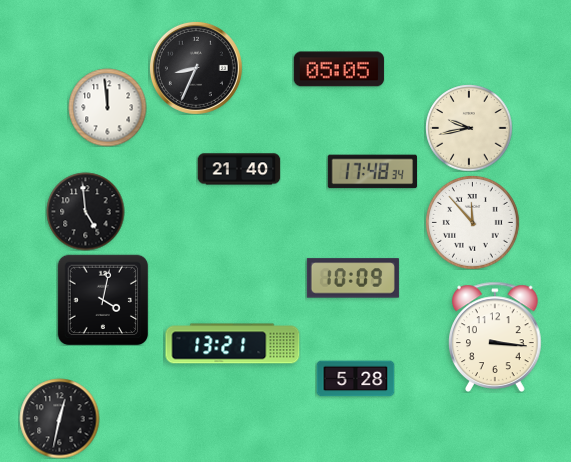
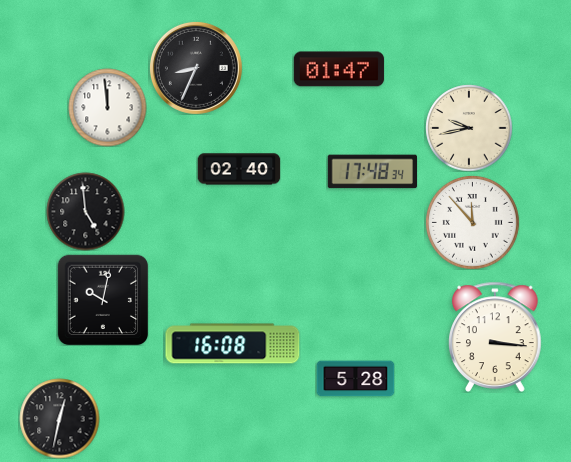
clock at (339, 69): 05:05 -> 01:47
clock at (239, 169): 21:40 -> 02:40
clock at (353, 278): 10:09 -> none
clock at (103, 300): 4:02 -> 10:02
clock at (233, 344): 13:21 -> 16:08
